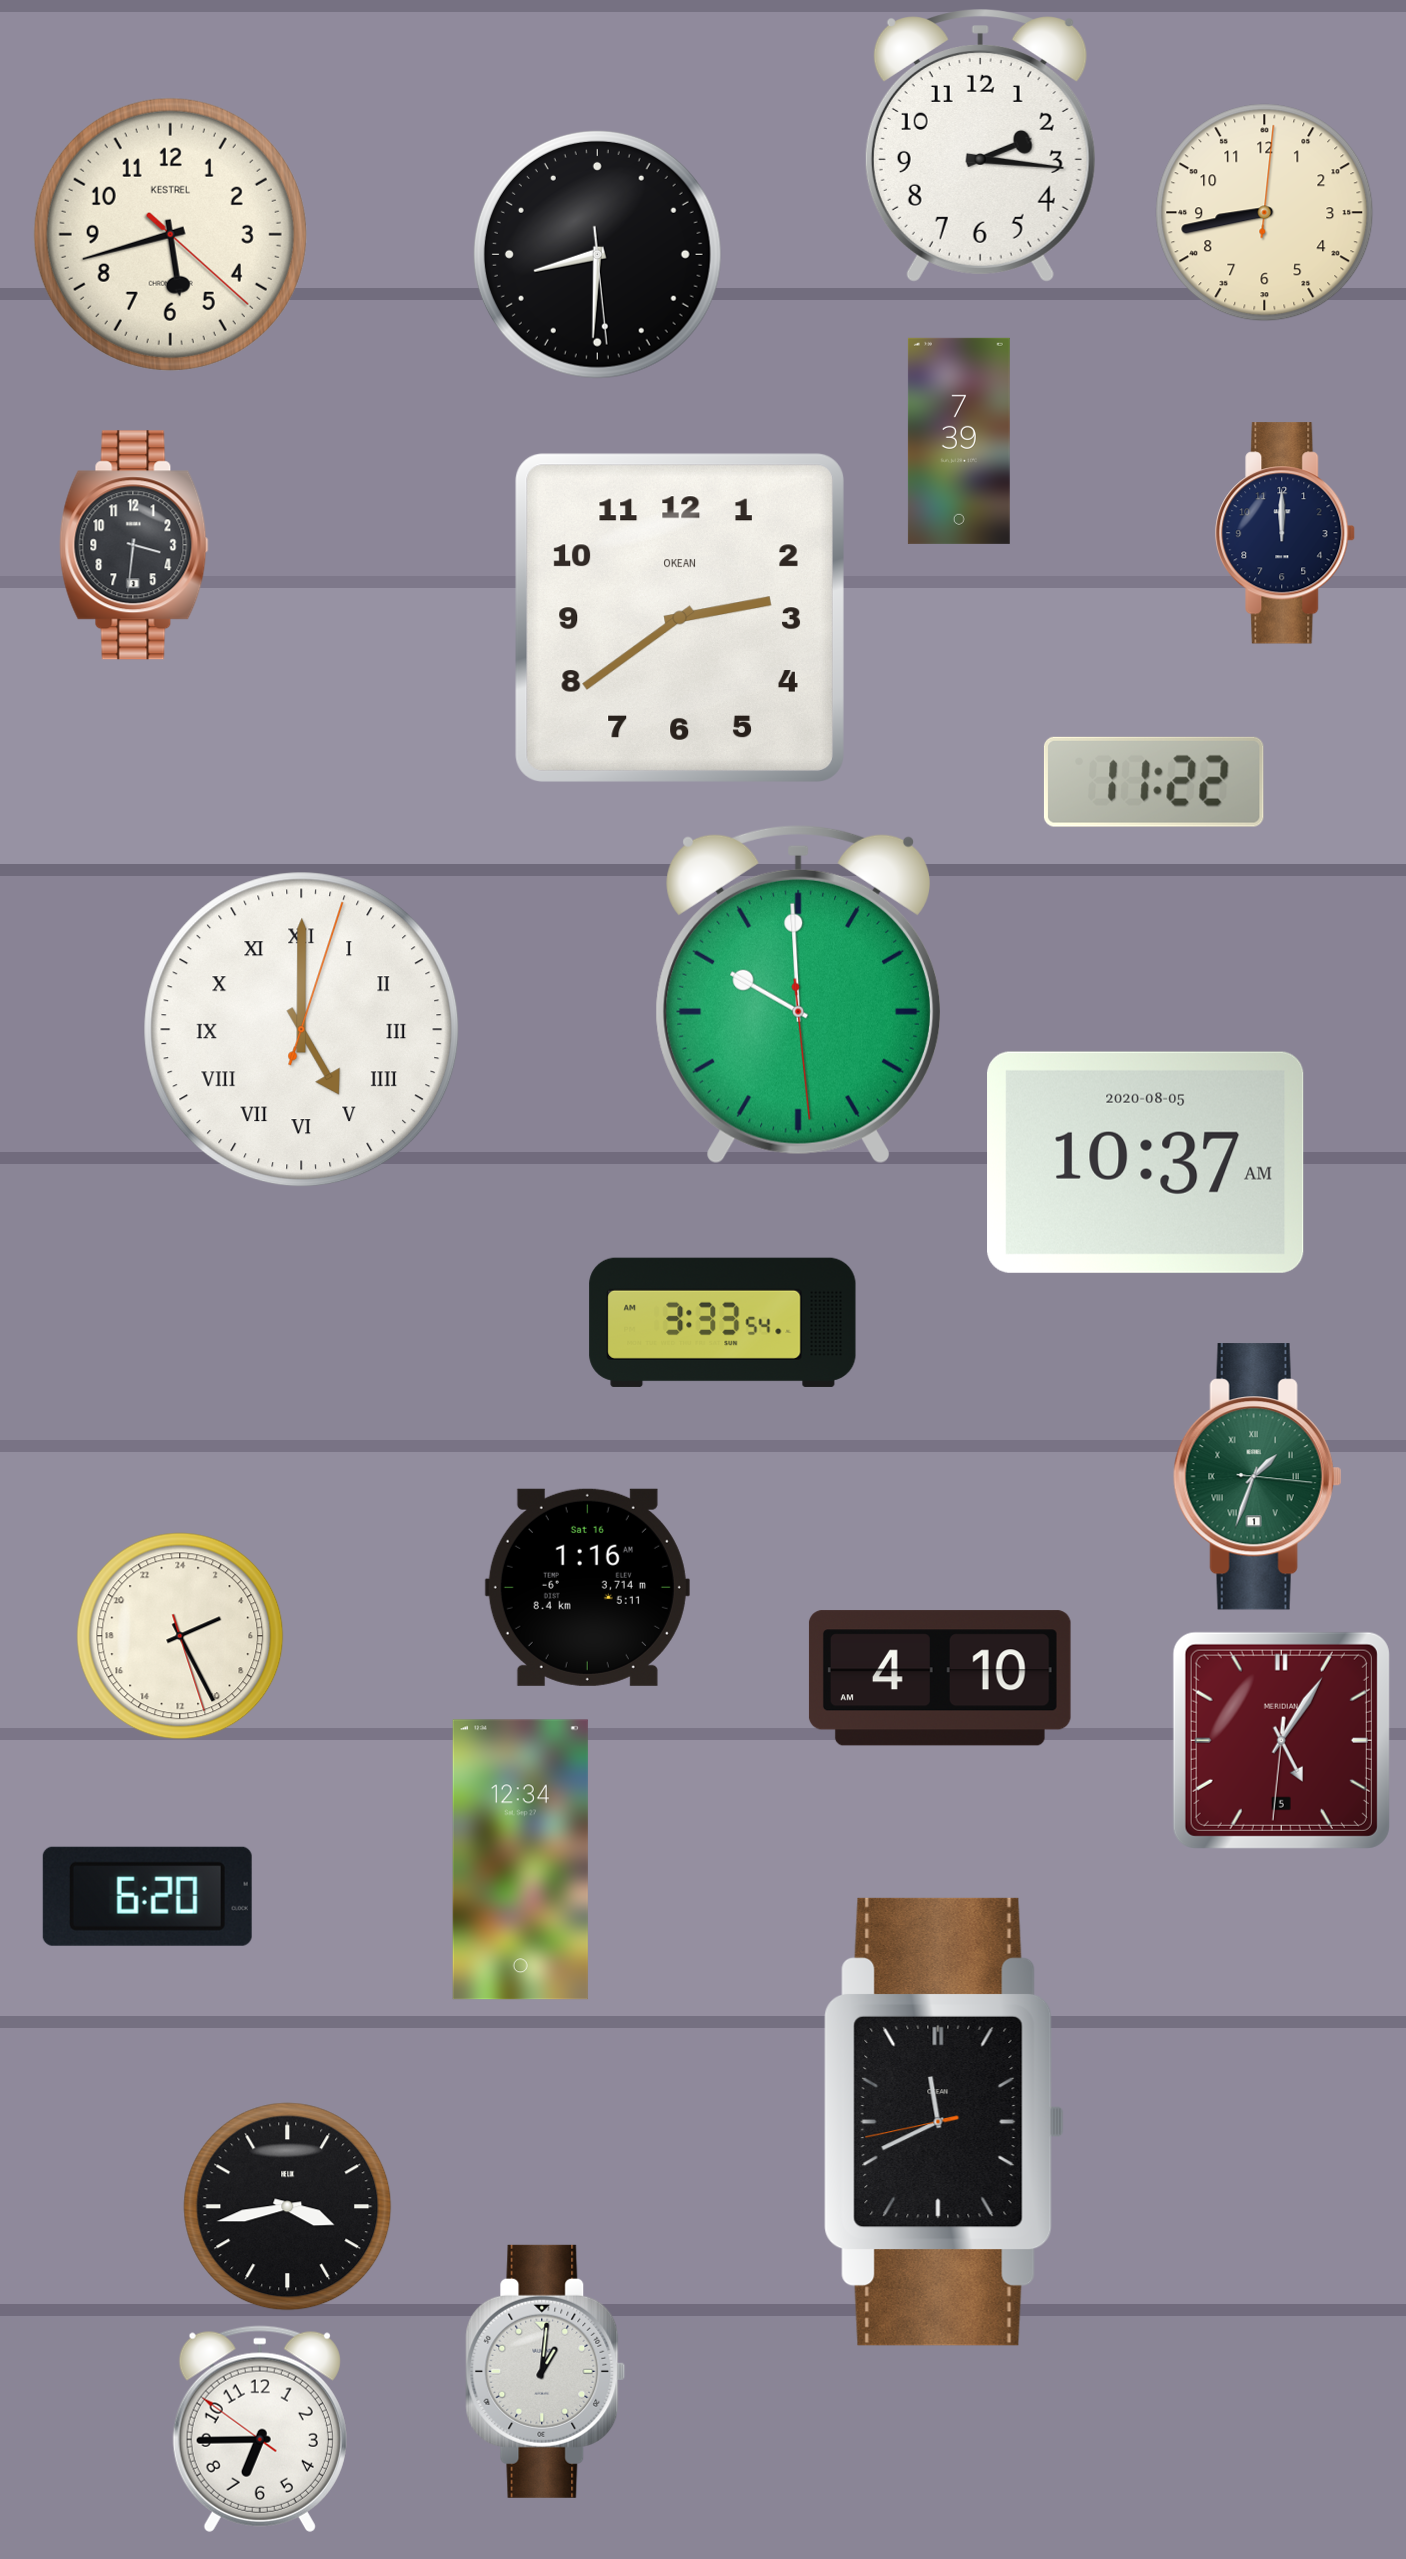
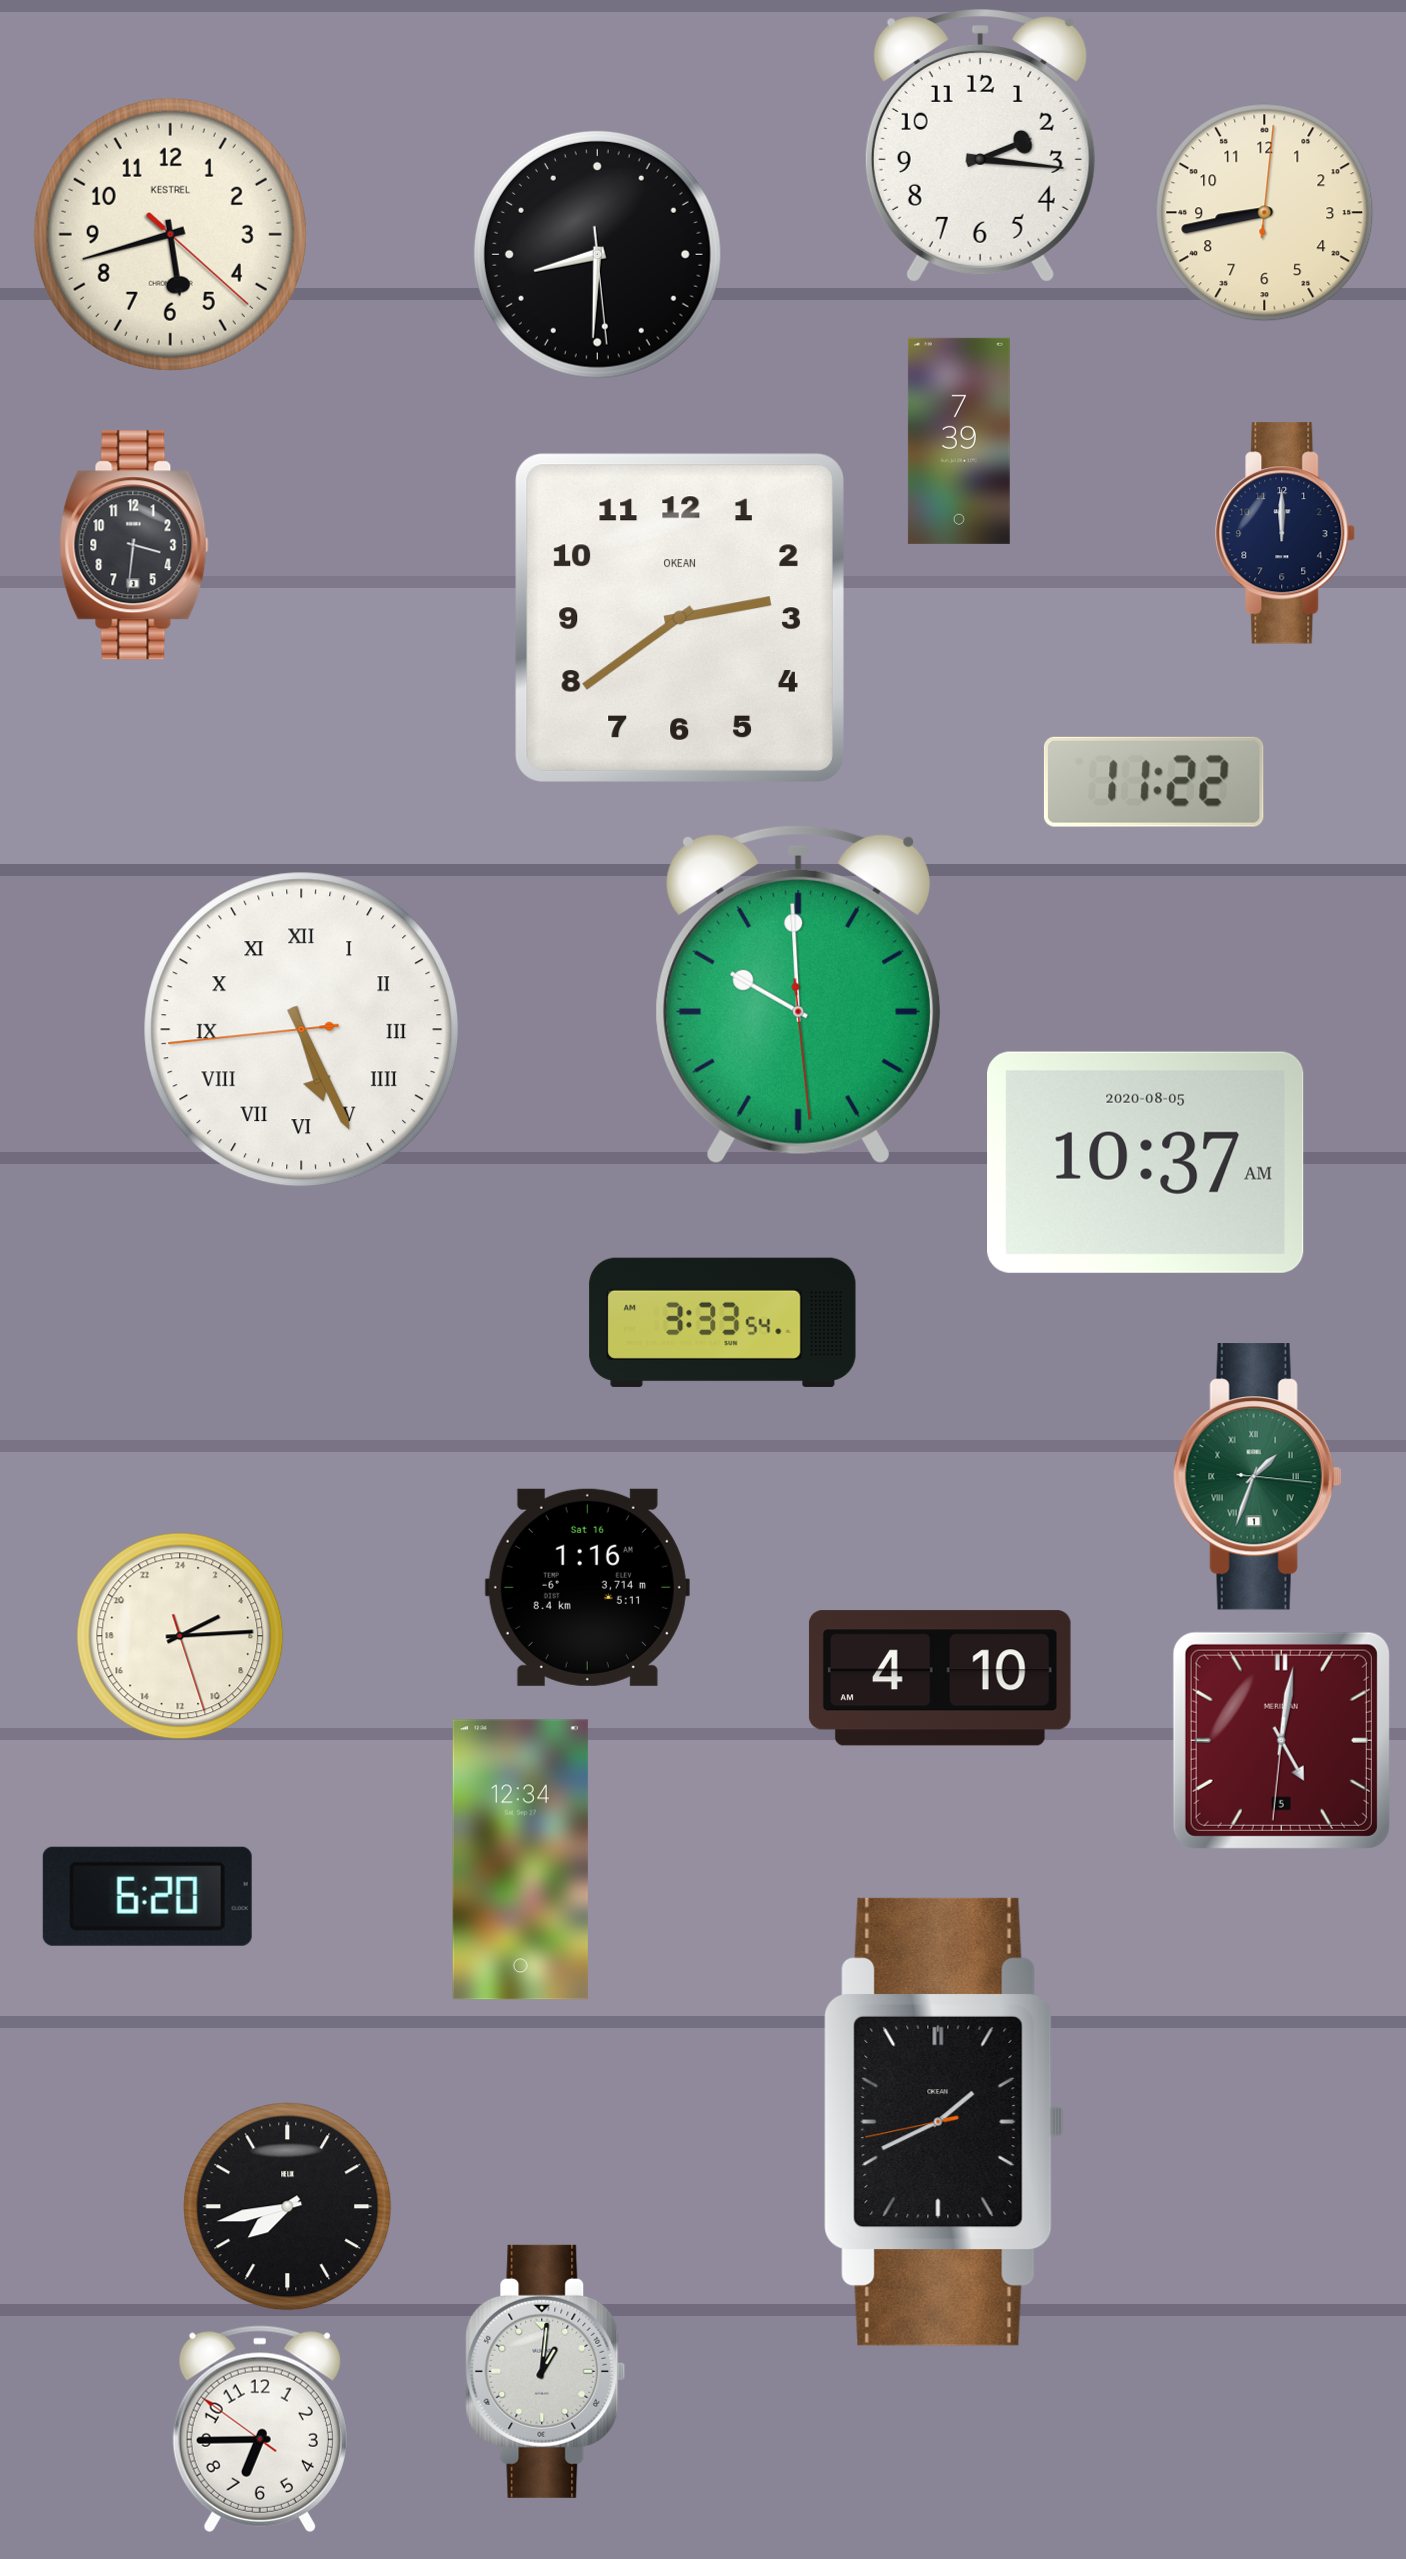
clock at (302, 1030): 5:00 -> 5:25
clock at (180, 1636): 4:25 -> 4:14
clock at (1281, 1740): 5:05 -> 5:01
clock at (944, 2122): 11:40 -> 1:40
clock at (288, 2207): 3:43 -> 7:43
